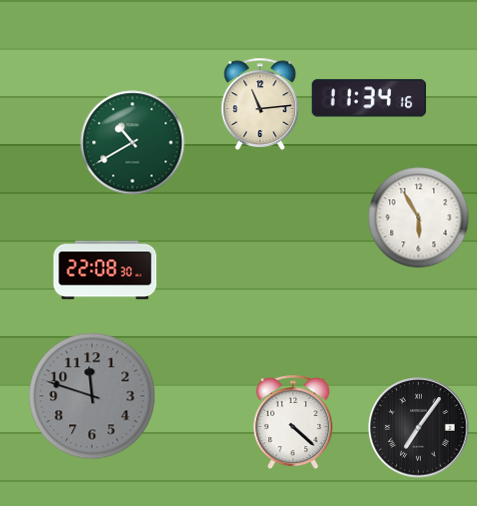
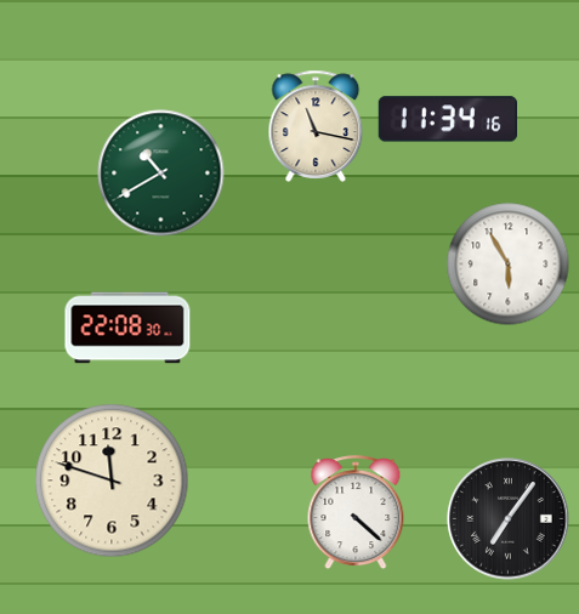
clock at (260, 104): 11:14 -> 11:17
clock at (92, 396) dial: grey -> cream
